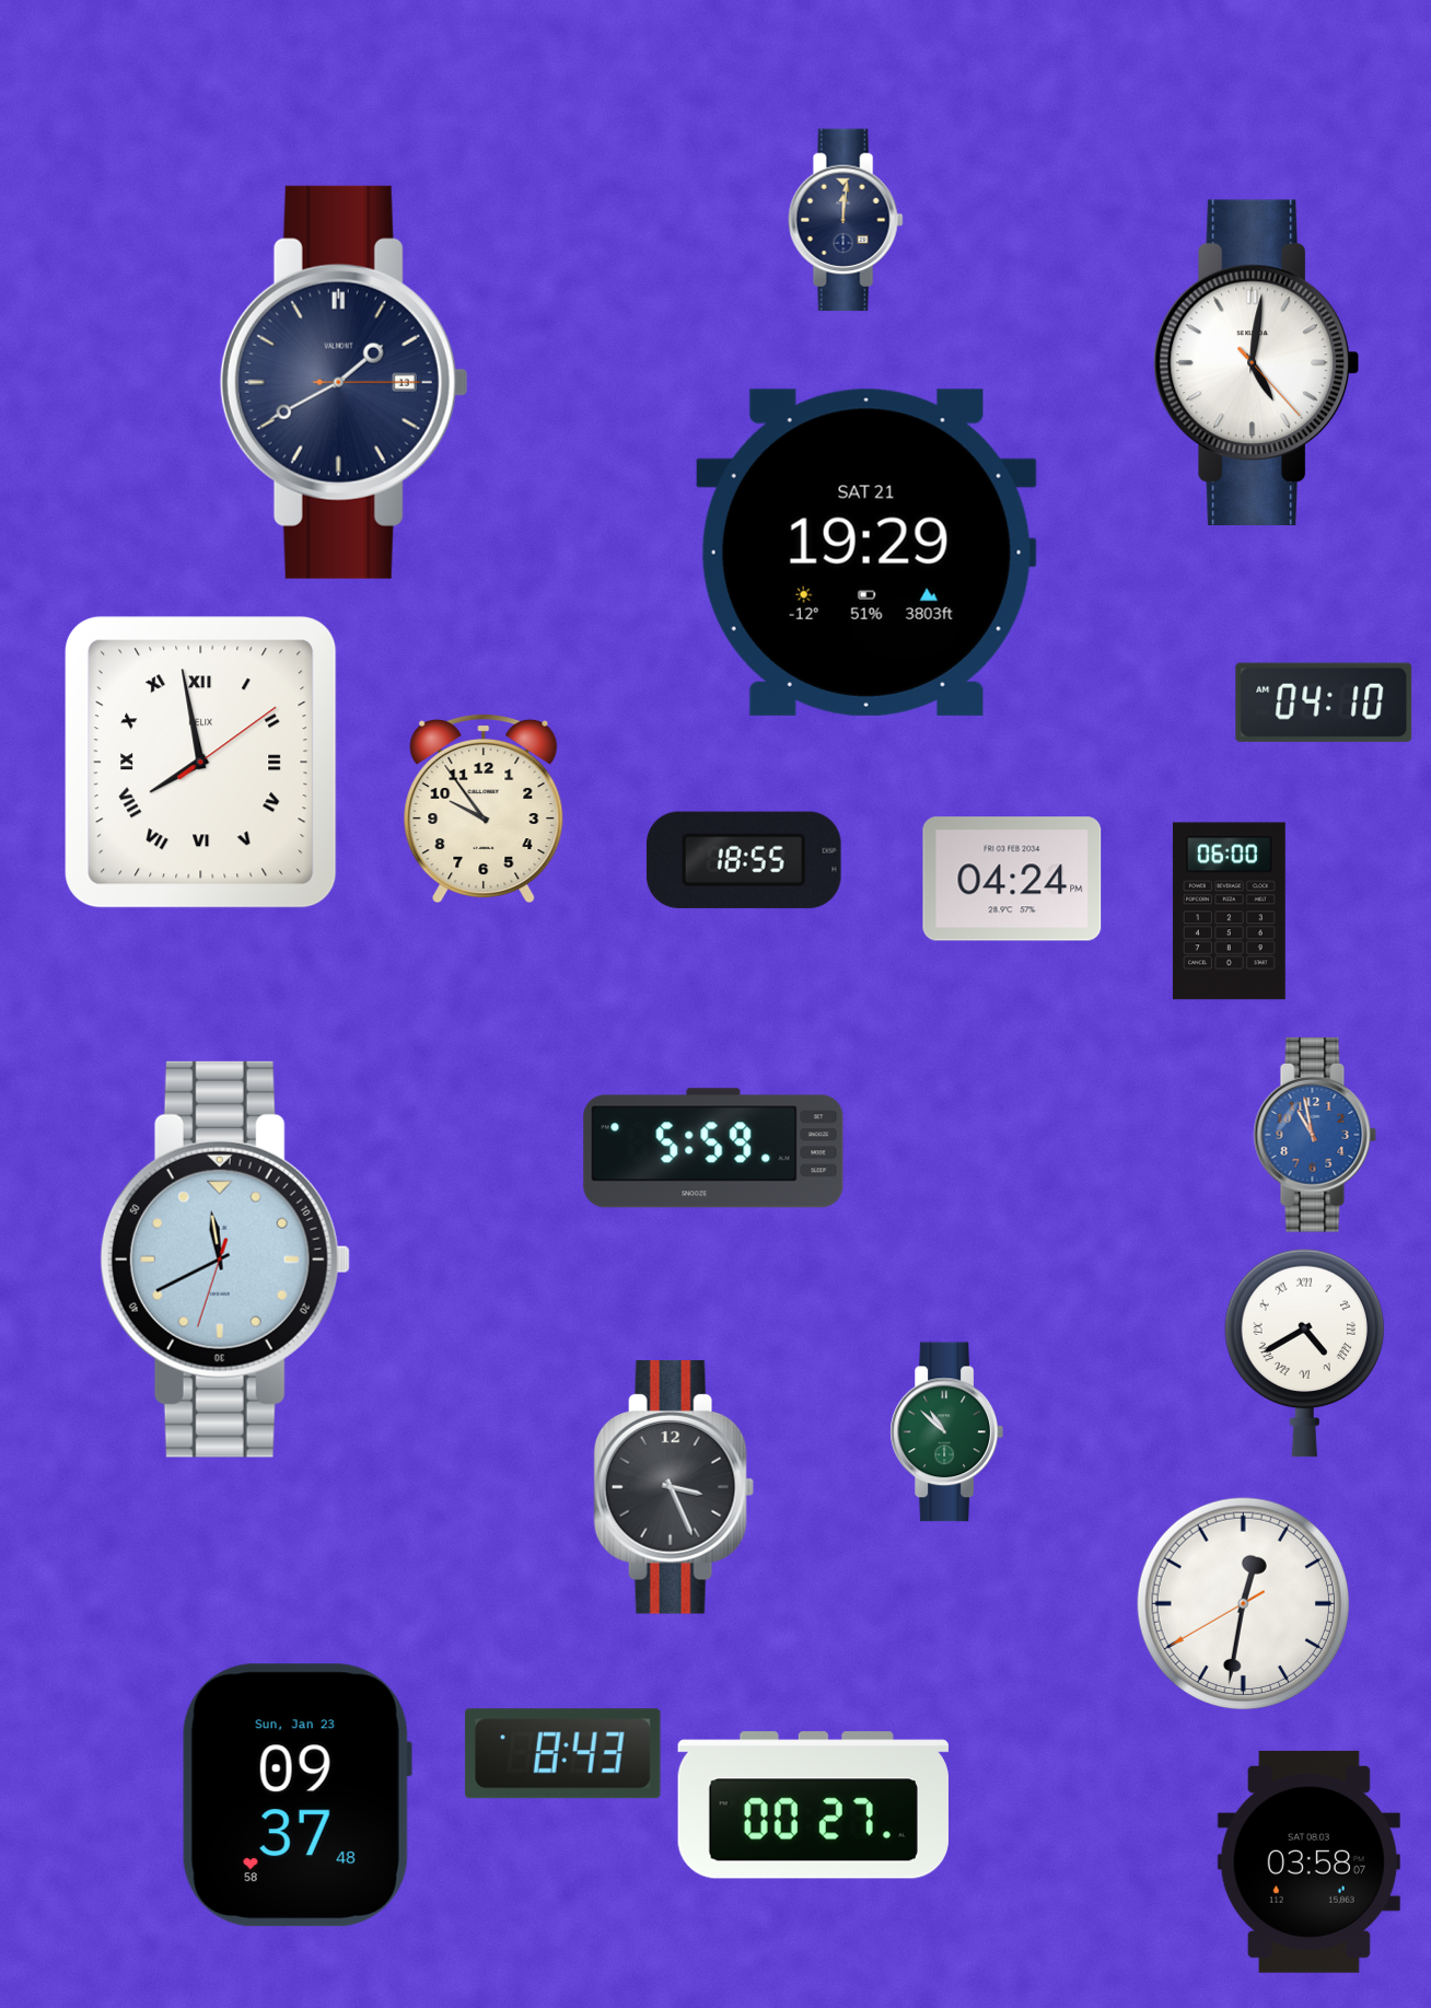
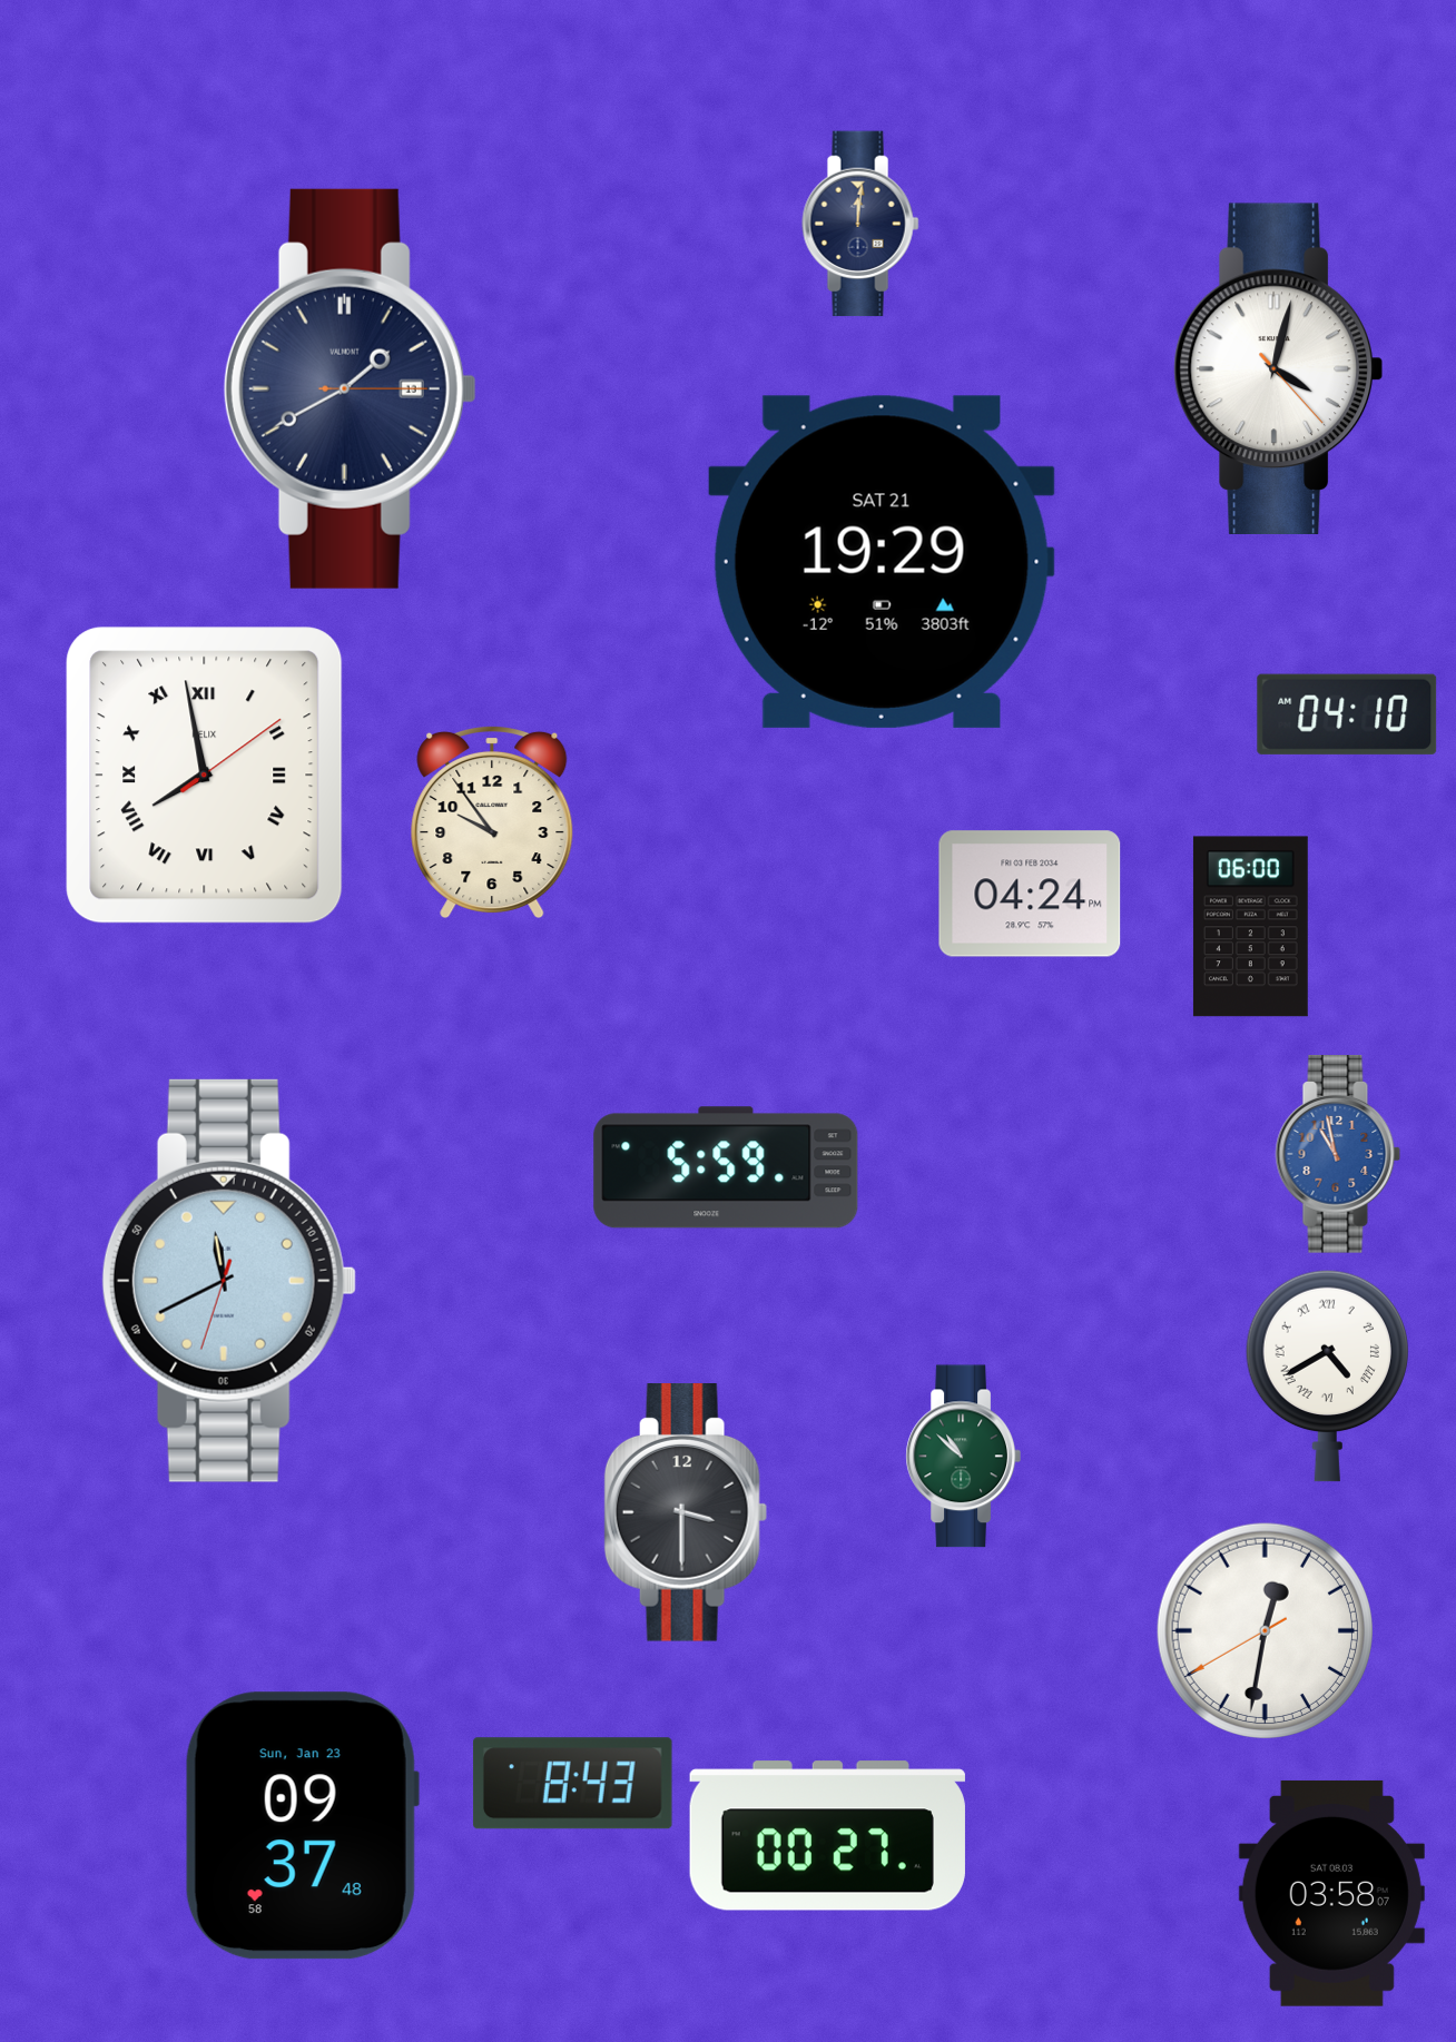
clock at (1256, 362): 5:01 -> 4:02
clock at (744, 860): 18:55 -> none
clock at (674, 1488): 3:26 -> 3:30
